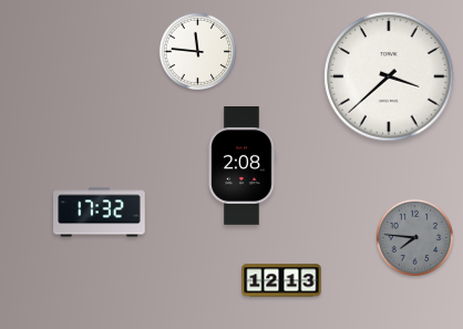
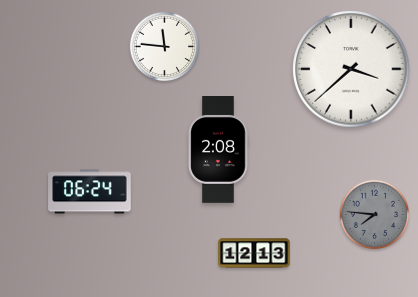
clock at (198, 52) position: (198, 52) -> (165, 47)
clock at (100, 213): 17:32 -> 06:24
